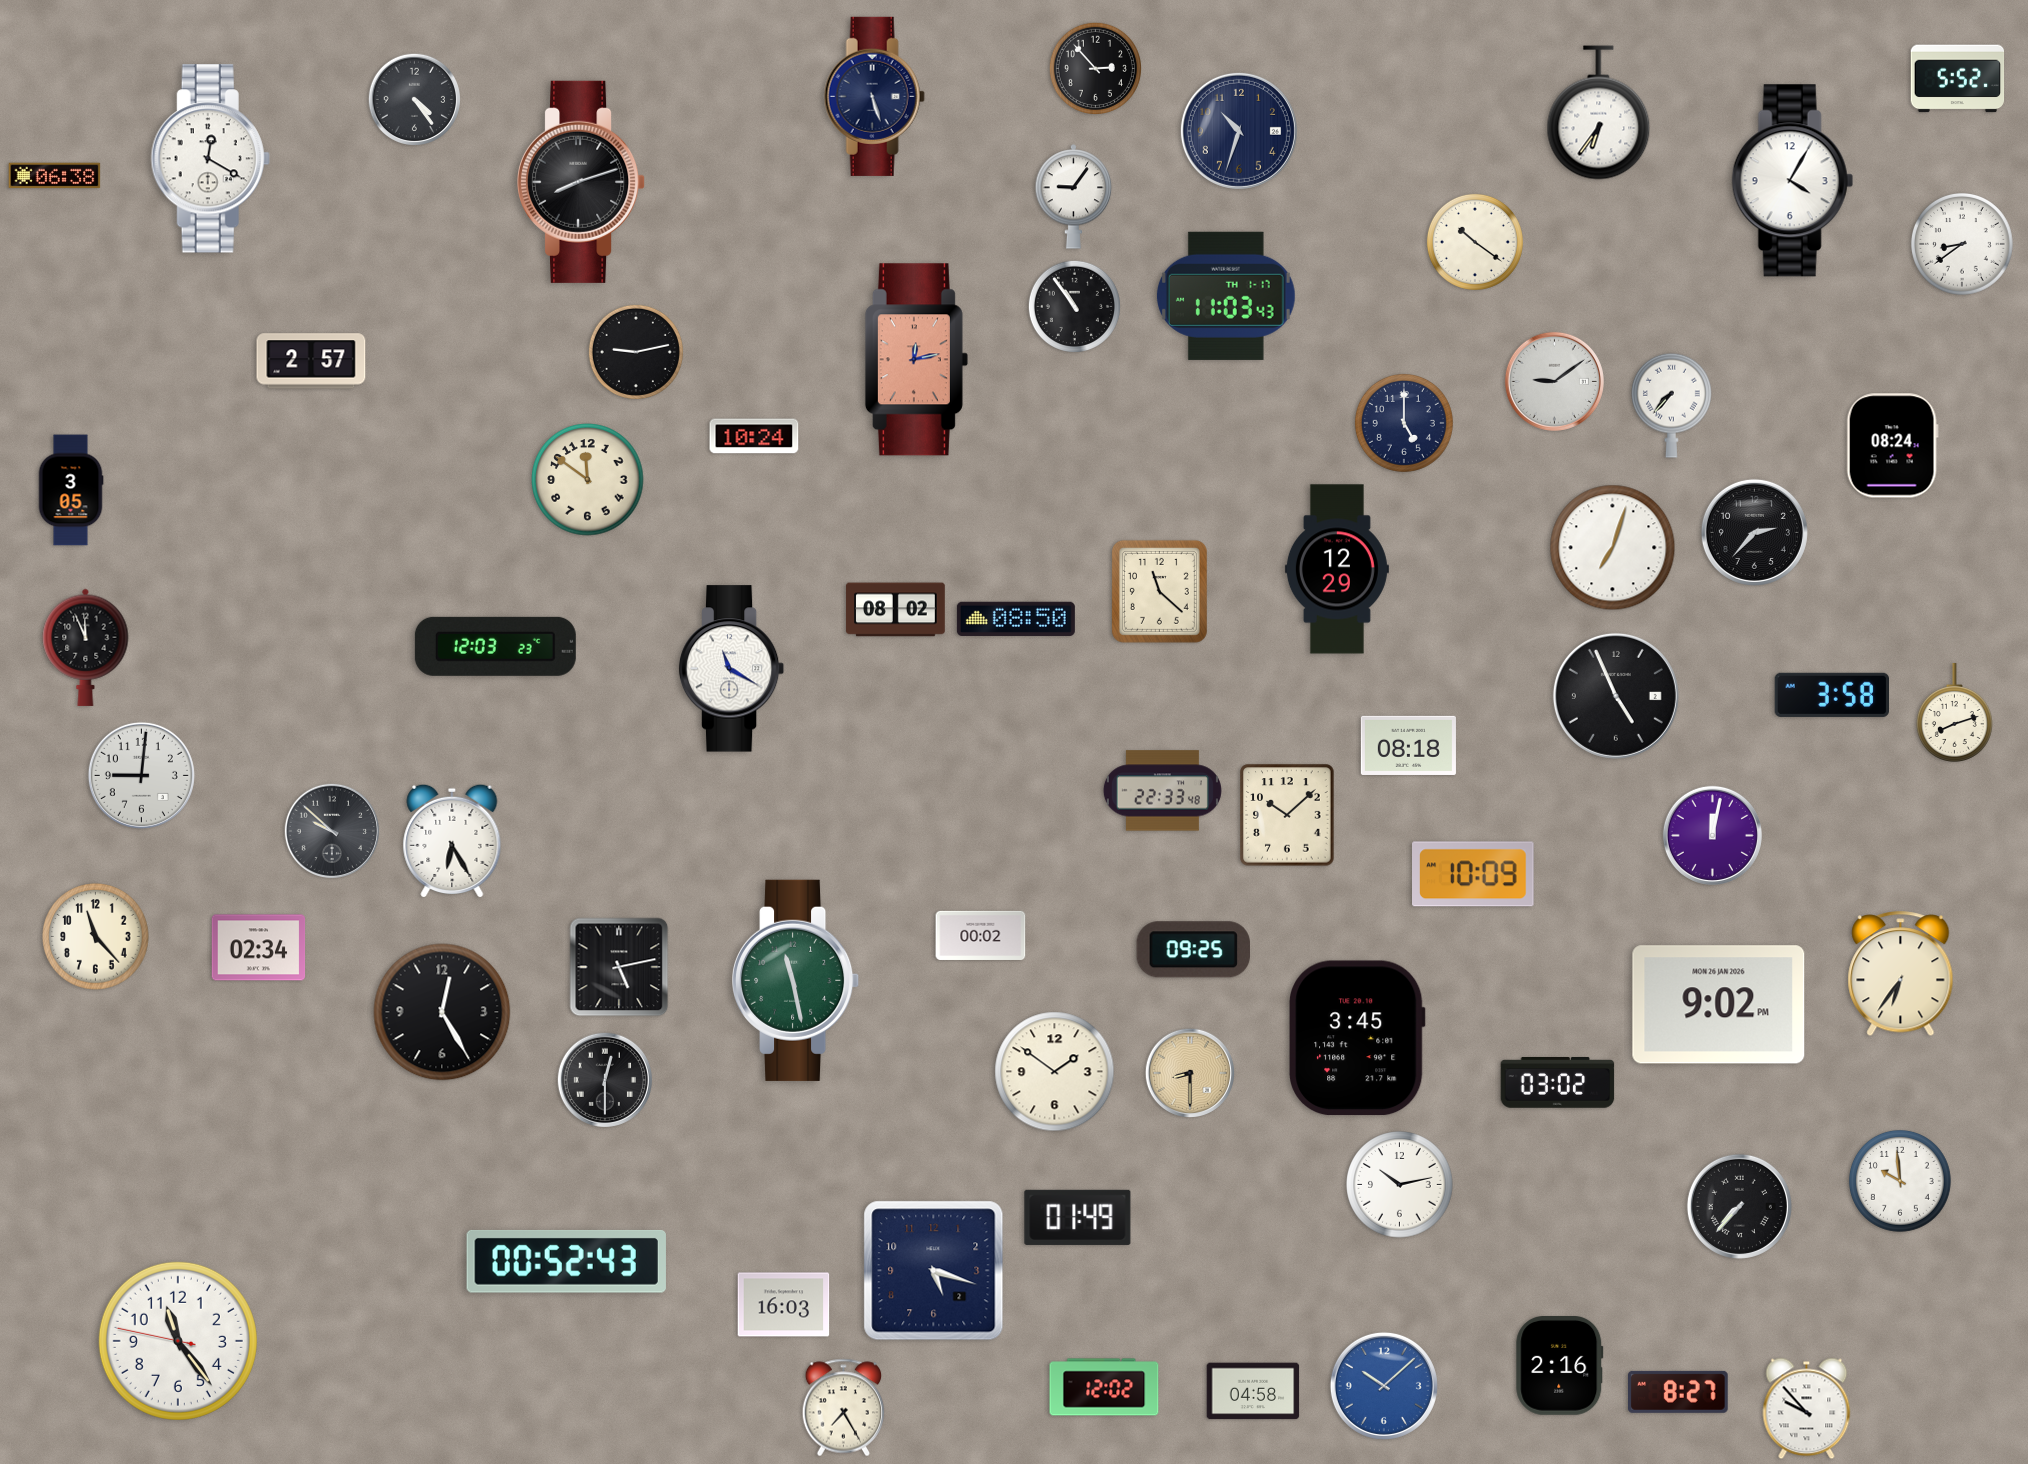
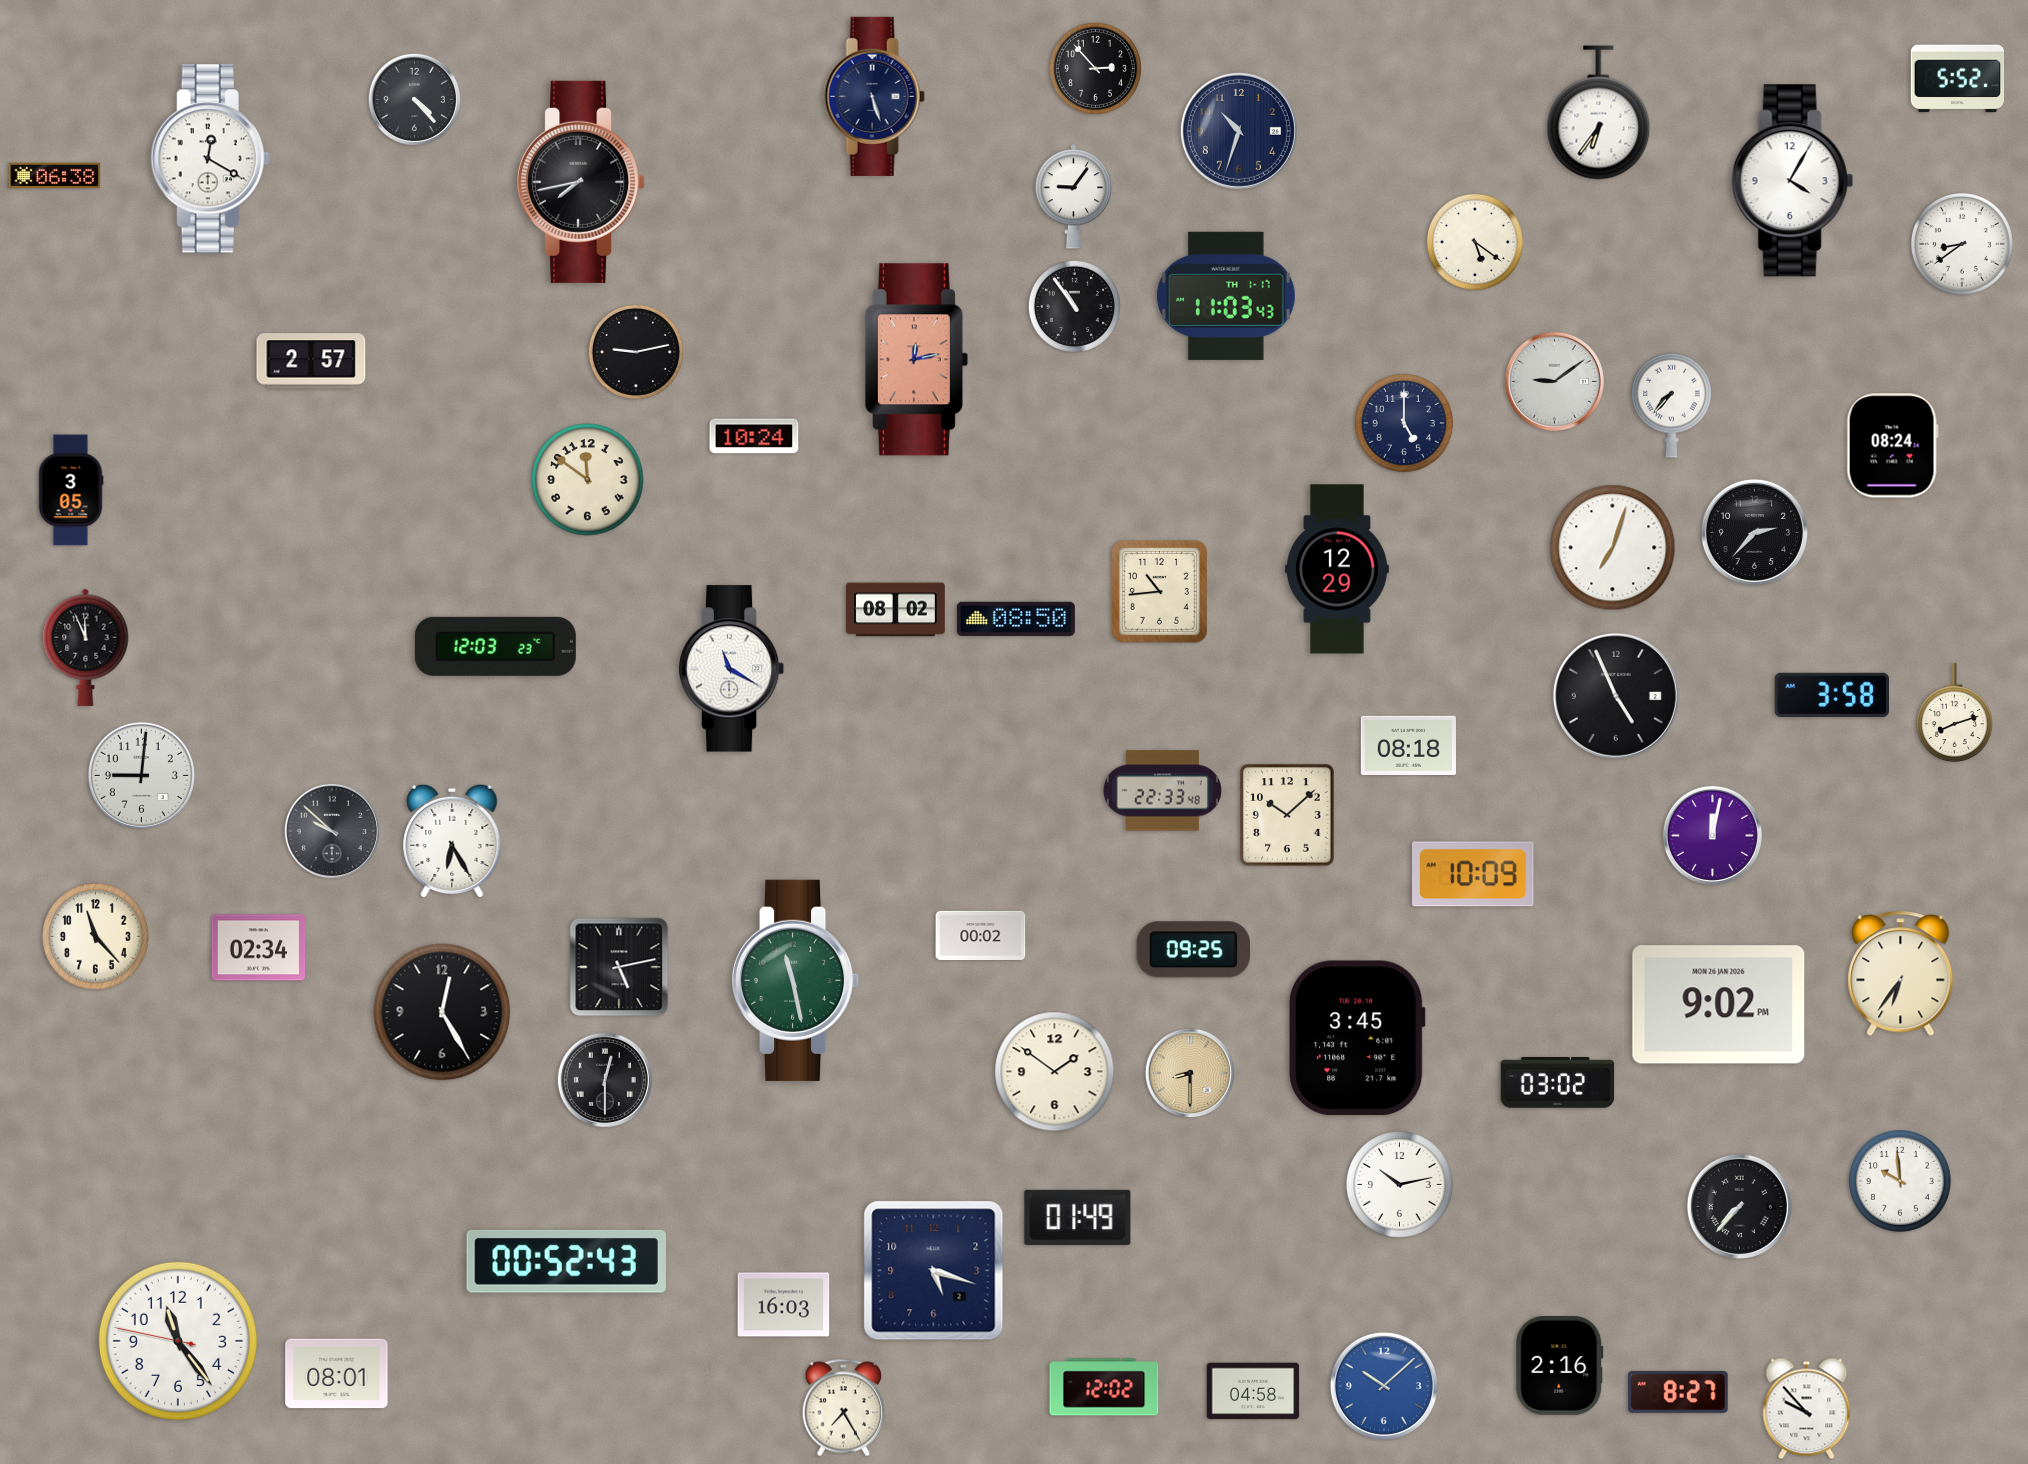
clock at (414, 99): 4:24 -> 4:23
clock at (582, 182): 8:12 -> 7:43
clock at (1475, 242): 10:21 -> 5:21
clock at (1159, 591): 11:22 -> 10:44
clock at (337, 1374): none -> 08:01
